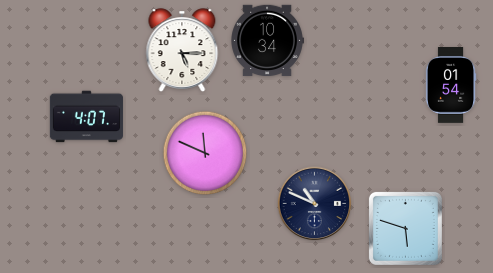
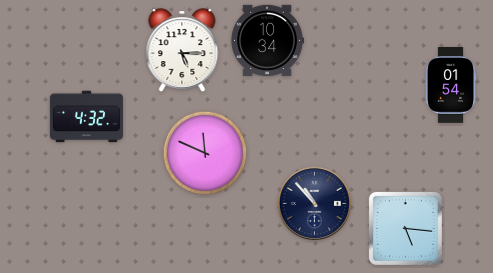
clock at (86, 117): 4:07 -> 4:32
clock at (315, 204): 10:49 -> 10:53
clock at (405, 228): 5:48 -> 5:16
